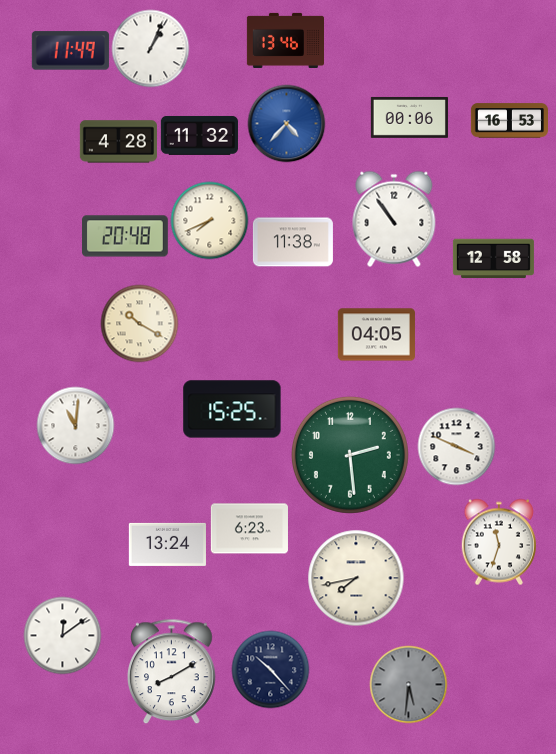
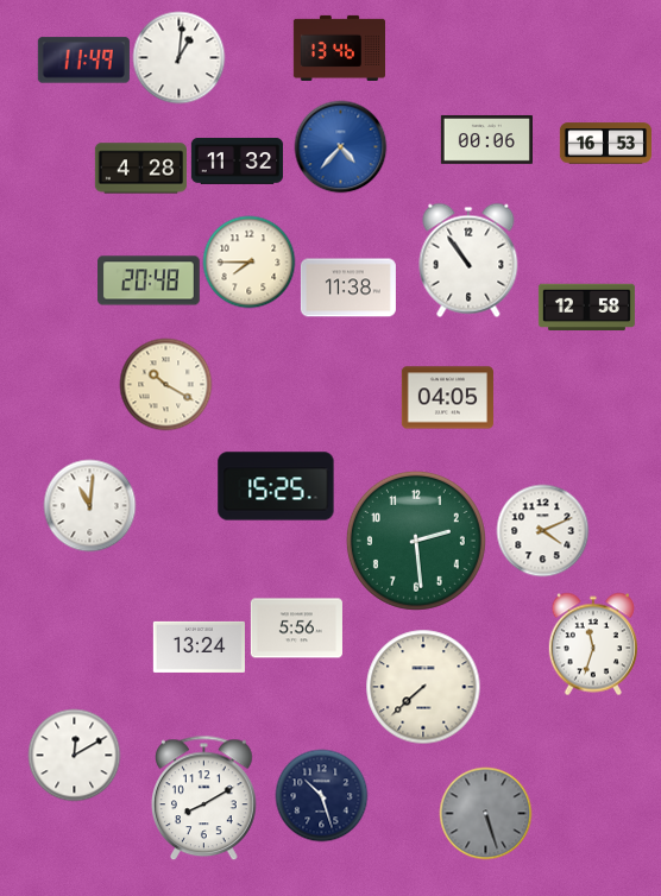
clock at (150, 48): 1:04 -> 1:01
clock at (209, 220): 7:41 -> 7:45
clock at (456, 446): 3:49 -> 4:11
clock at (249, 529): 6:23 -> 5:56
clock at (356, 578): 7:43 -> 7:38
clock at (62, 635): 12:09 -> 12:10
clock at (270, 669): 10:23 -> 10:27
clock at (408, 684): 5:31 -> 5:27
